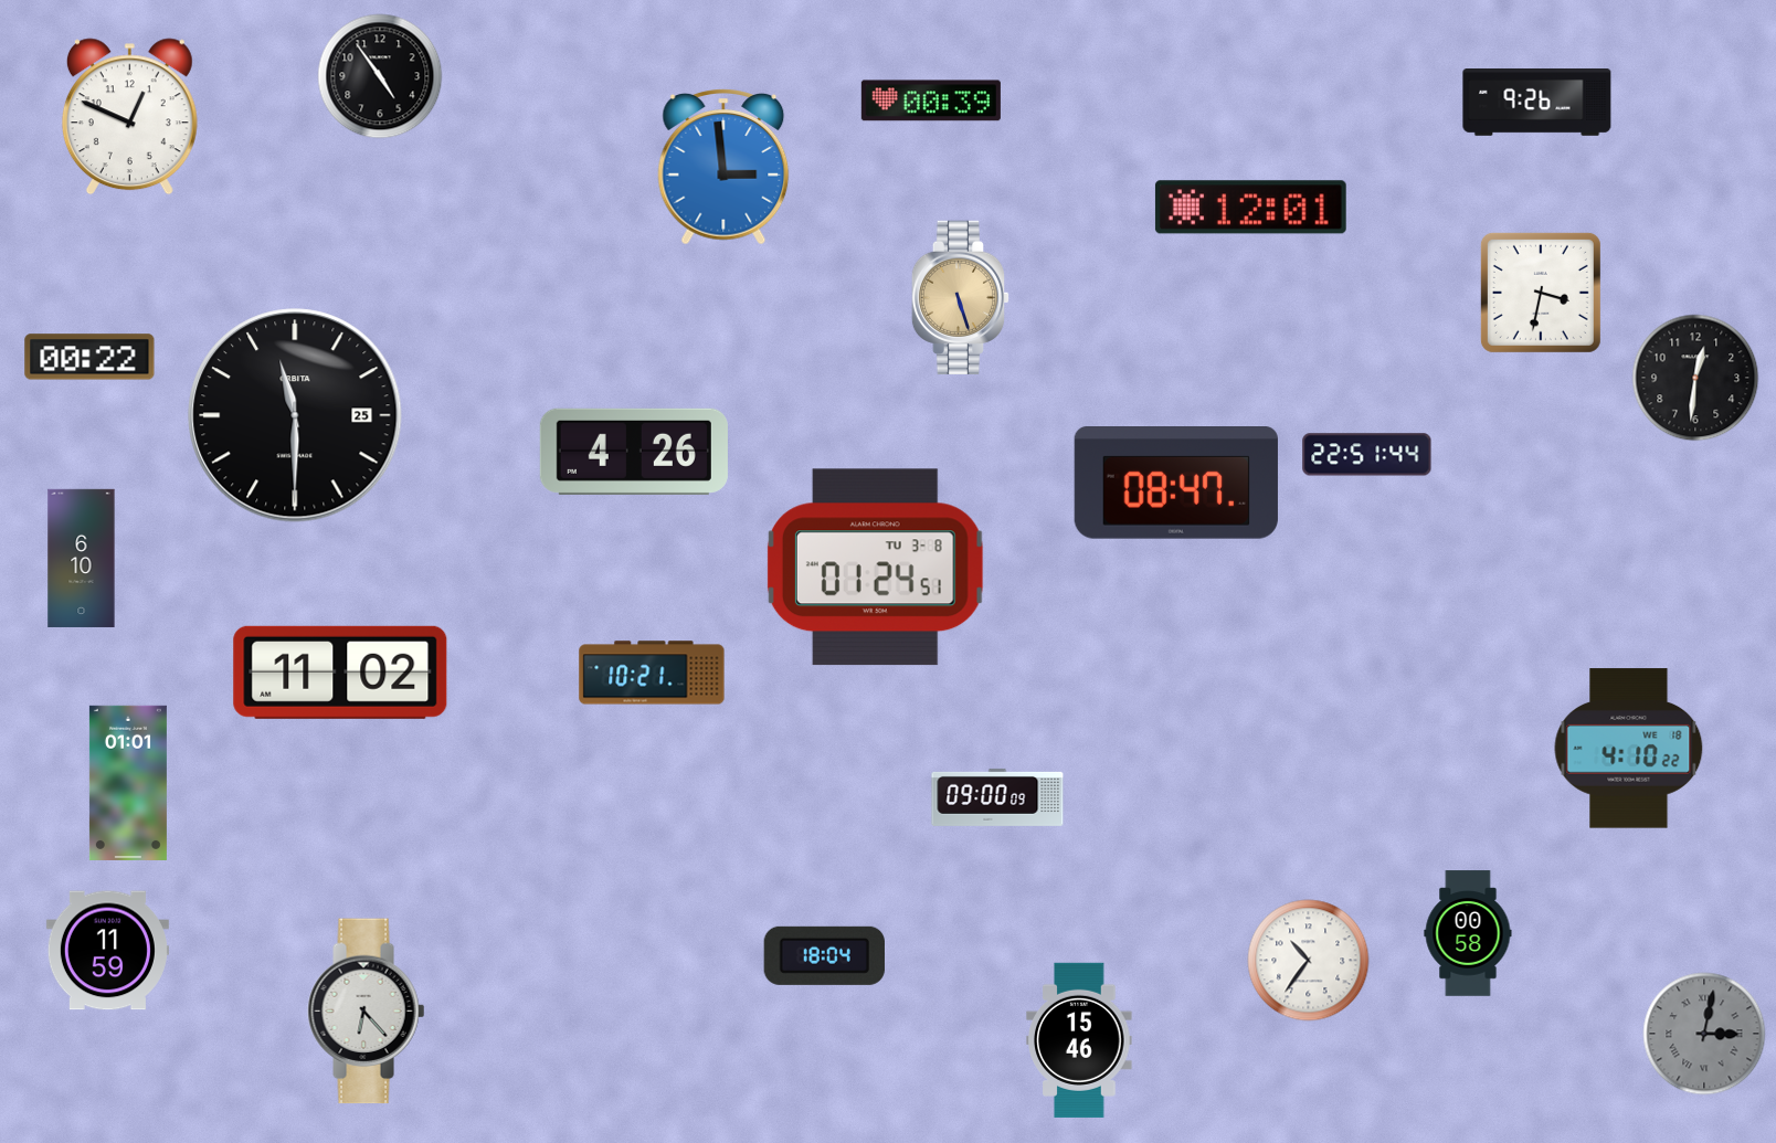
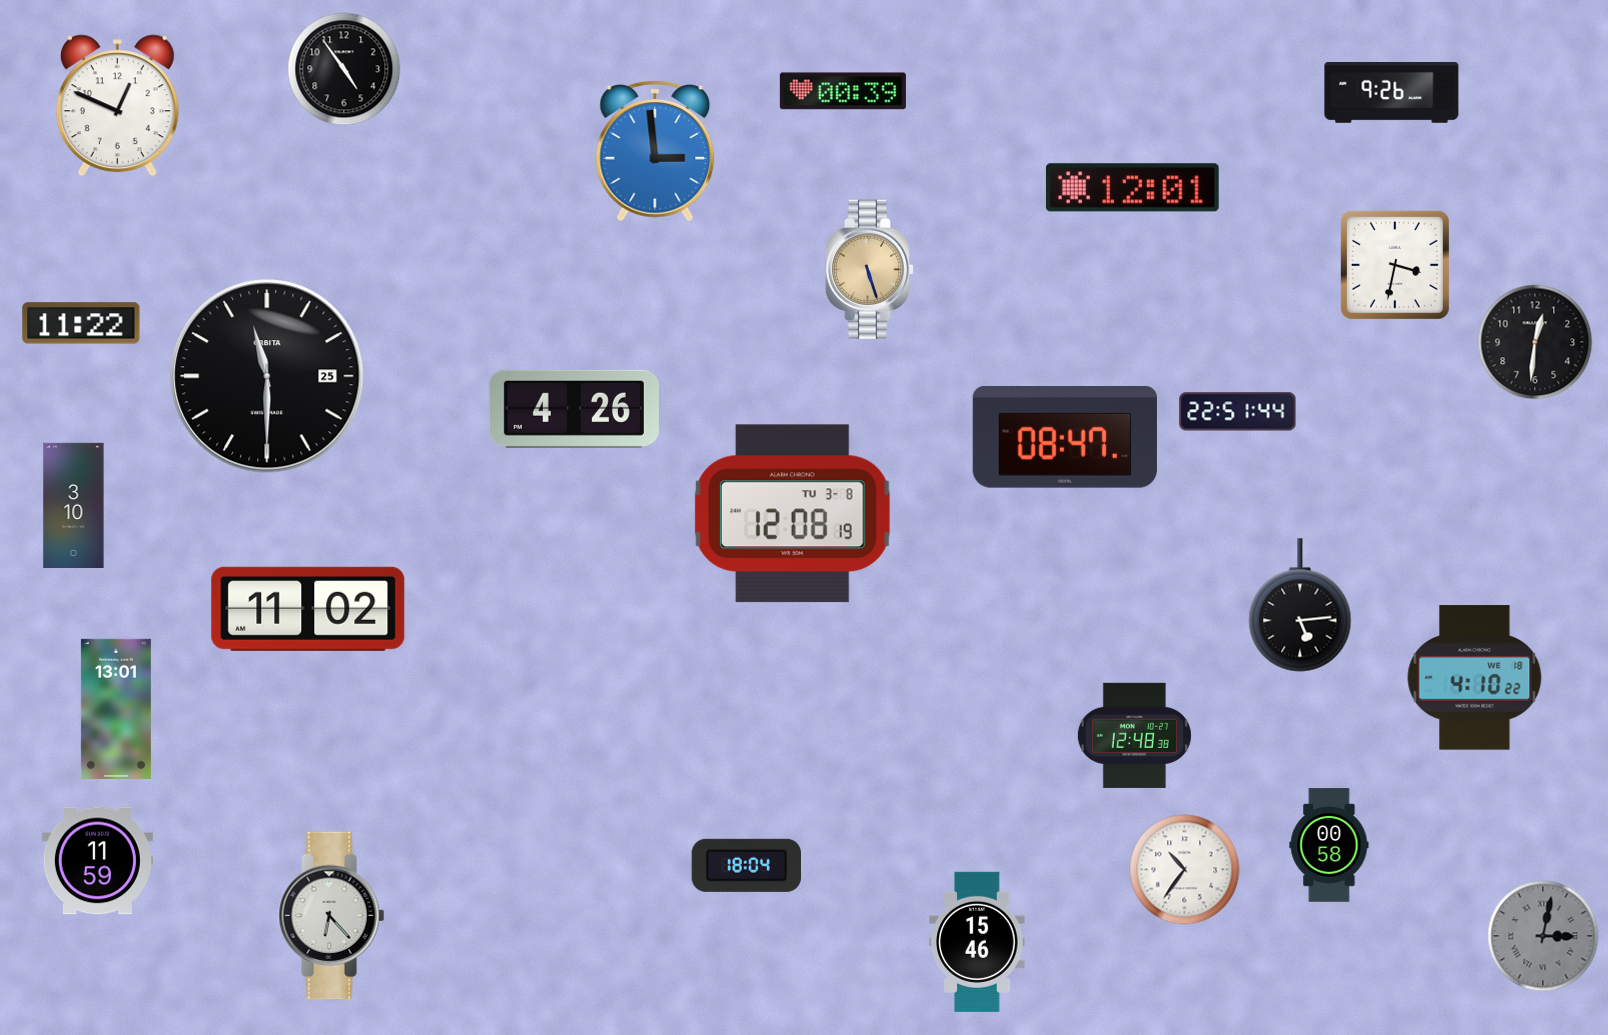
clock at (89, 357): 00:22 -> 11:22
clock at (82, 558): 6:10 -> 3:10
clock at (875, 568): 01:24 -> 12:08
clock at (1300, 605): none -> 5:14
clock at (652, 673): 10:21 -> none
clock at (128, 783): 01:01 -> 13:01
clock at (997, 797): 09:00 -> none
clock at (1134, 735): none -> 12:48
